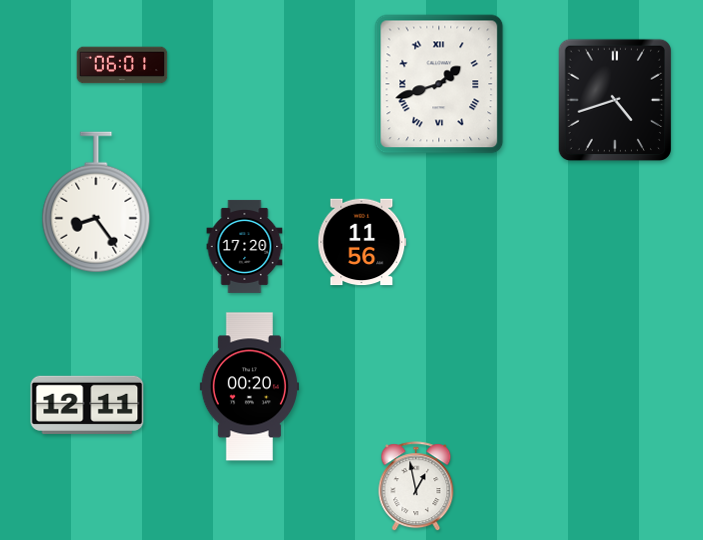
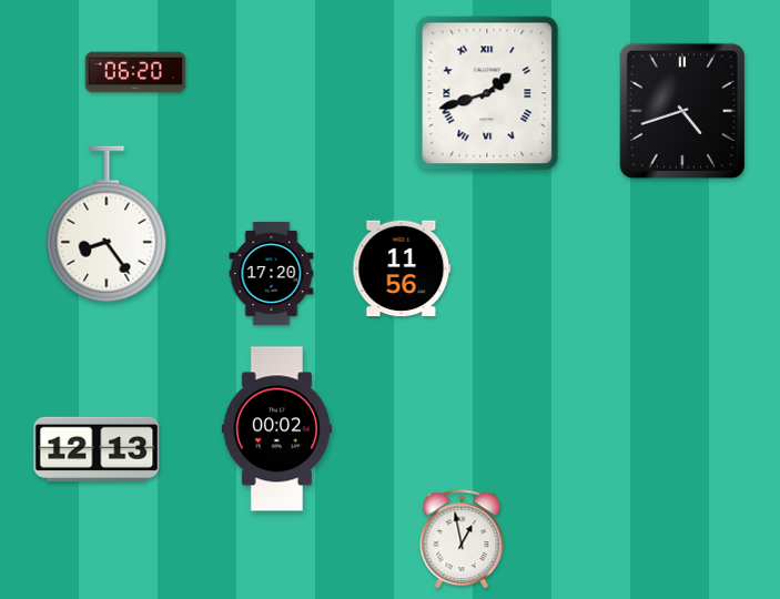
clock at (122, 65): 06:01 -> 06:20
clock at (249, 387): 00:20 -> 00:02
clock at (87, 405): 12:11 -> 12:13
